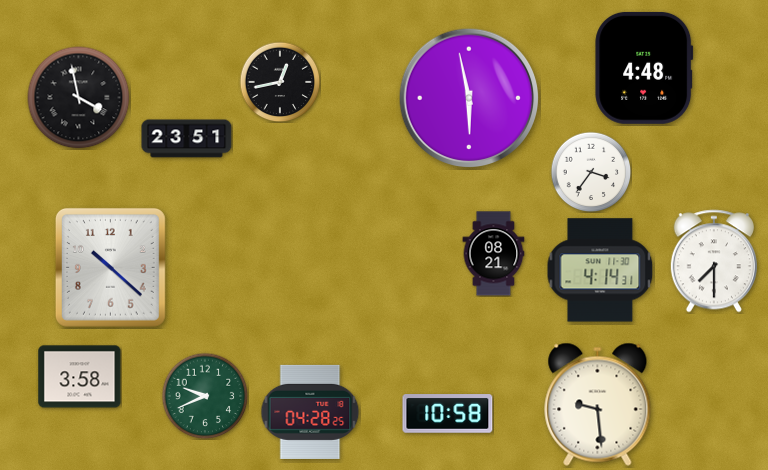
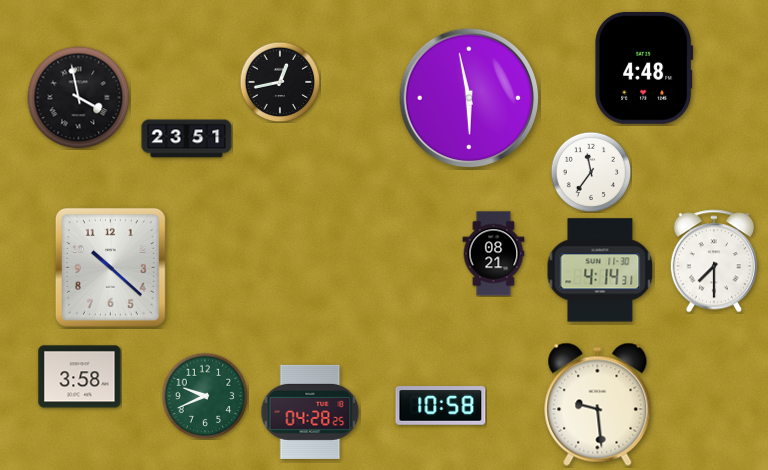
clock at (591, 172): 3:36 -> 11:36
clock at (448, 414) position: (448, 414) -> (441, 406)
